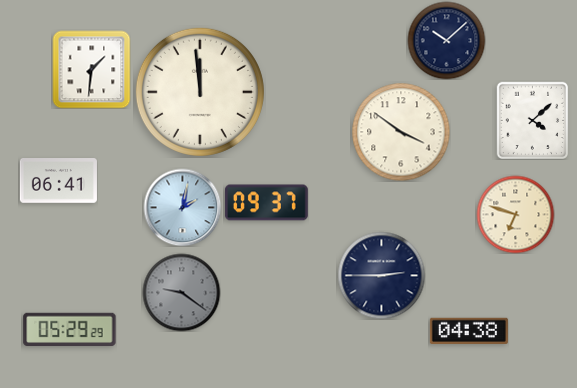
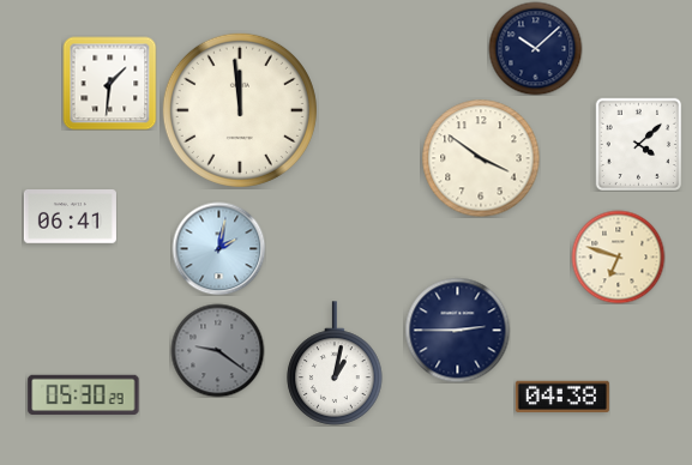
clock at (266, 203): 09:37 -> none
clock at (335, 363): none -> 1:02
clock at (70, 330): 05:29 -> 05:30
